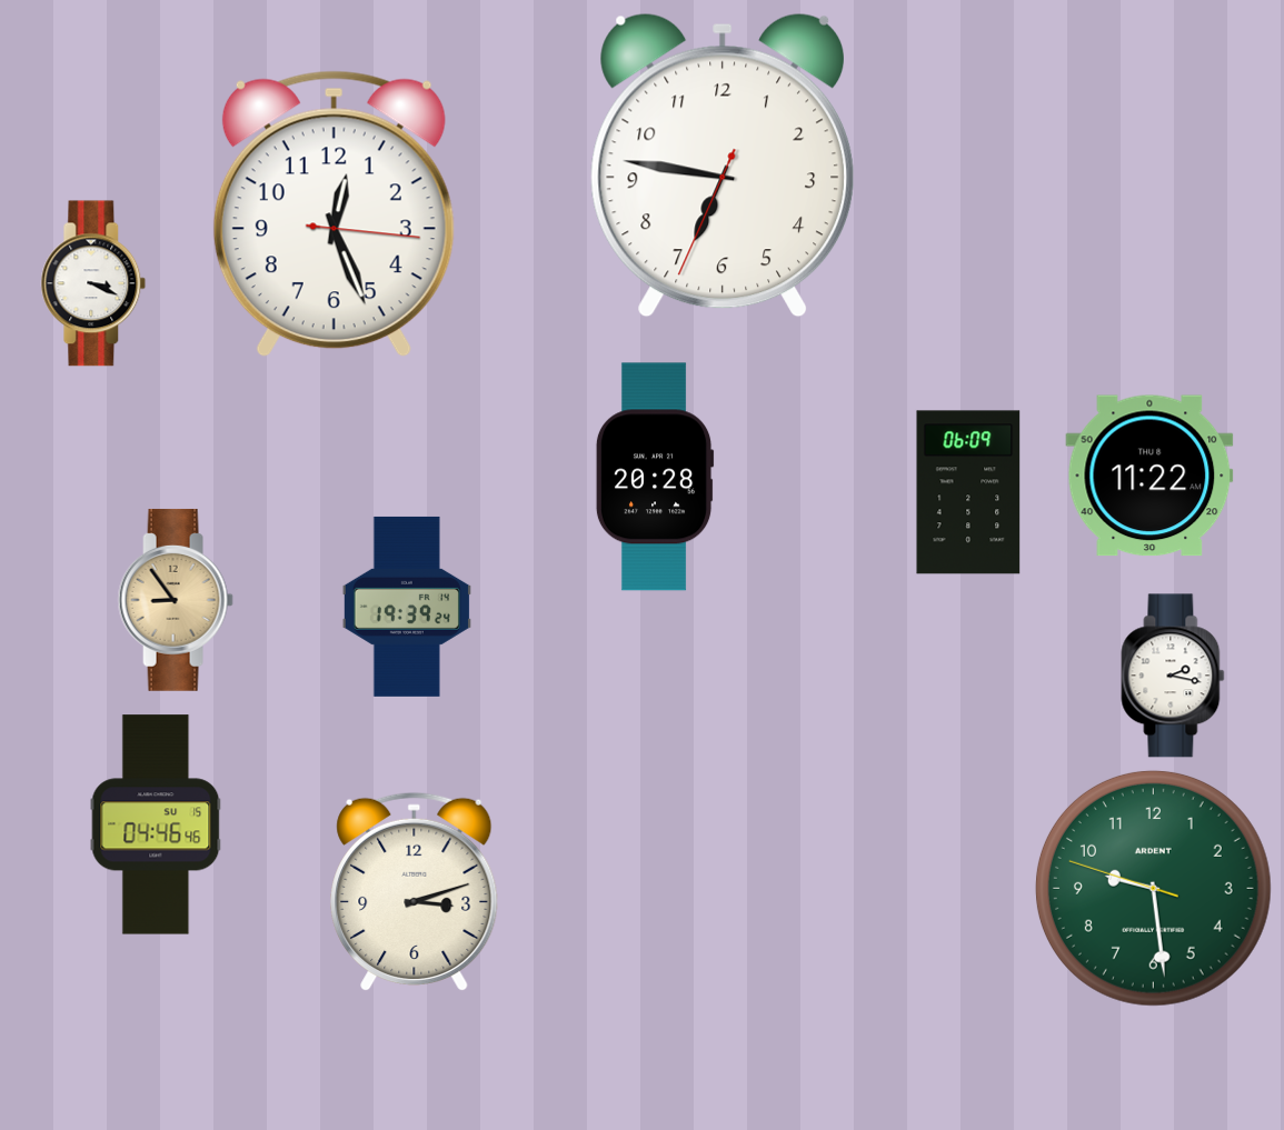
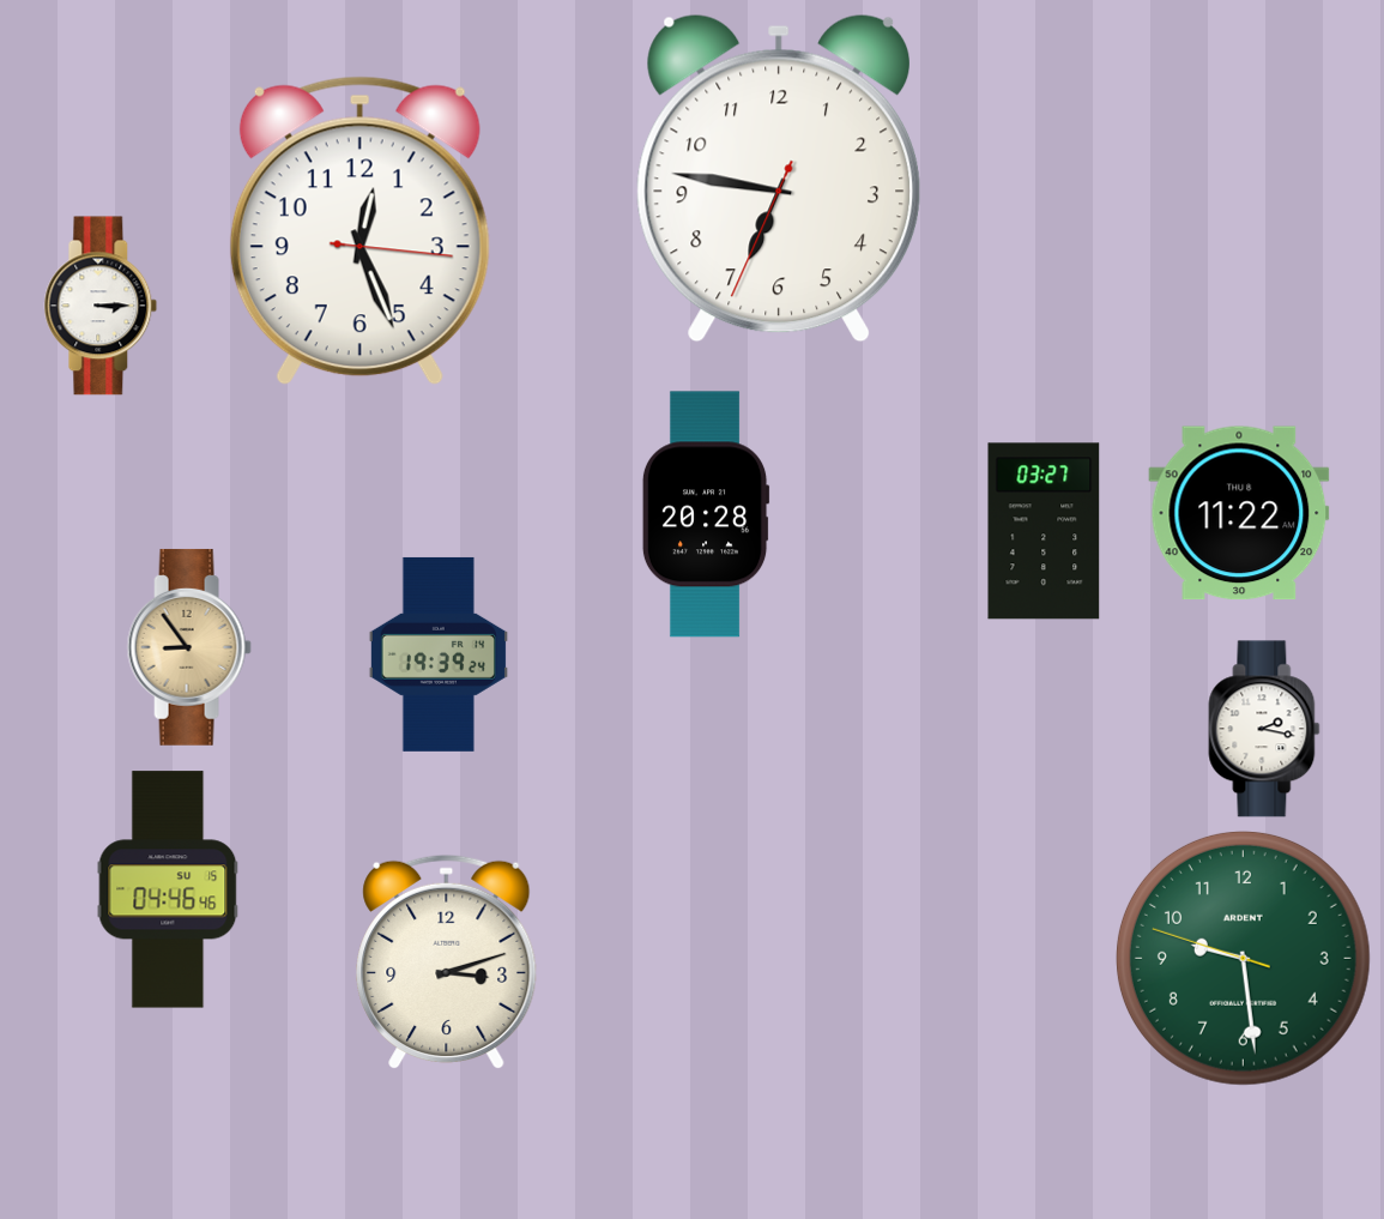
clock at (93, 283): 3:19 -> 3:15
clock at (968, 492): 06:09 -> 03:27
